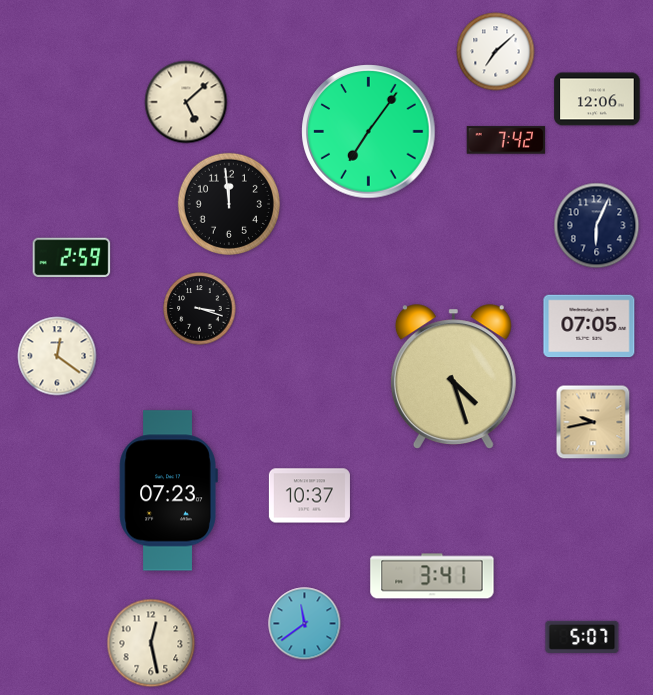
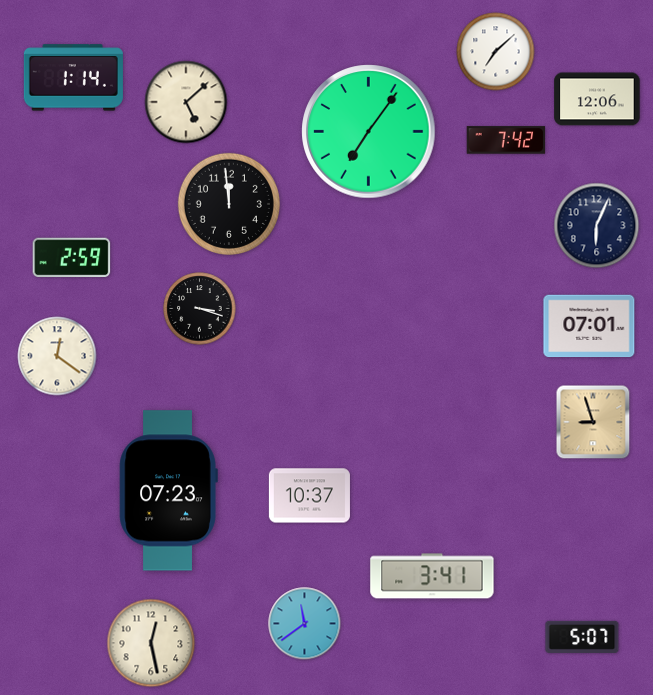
clock at (73, 78): none -> 1:14
clock at (589, 326): 07:05 -> 07:01
clock at (453, 377): 4:27 -> none
clock at (593, 422): 9:43 -> 8:57
